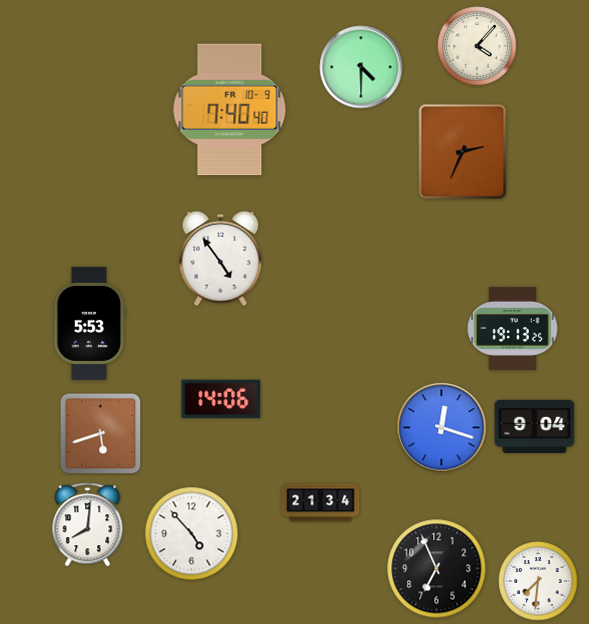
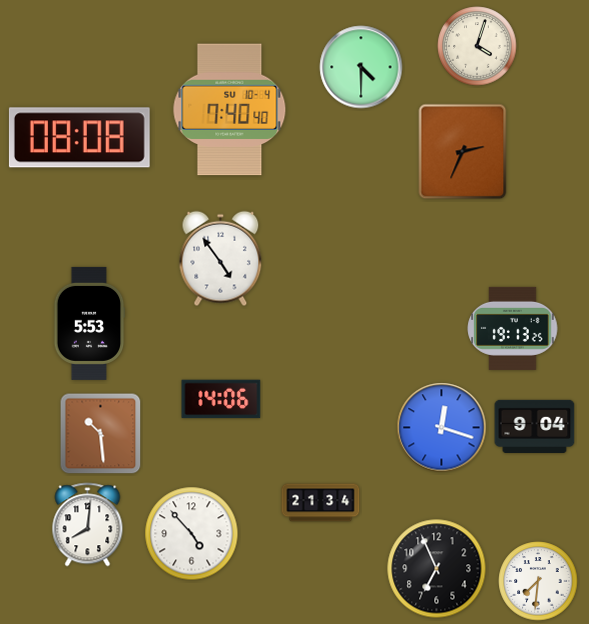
clock at (477, 46): 4:07 -> 4:03
clock at (230, 110) date: FR 10-9 -> SU 10-4
clock at (79, 138): none -> 08:08
clock at (101, 434): 5:42 -> 10:29
